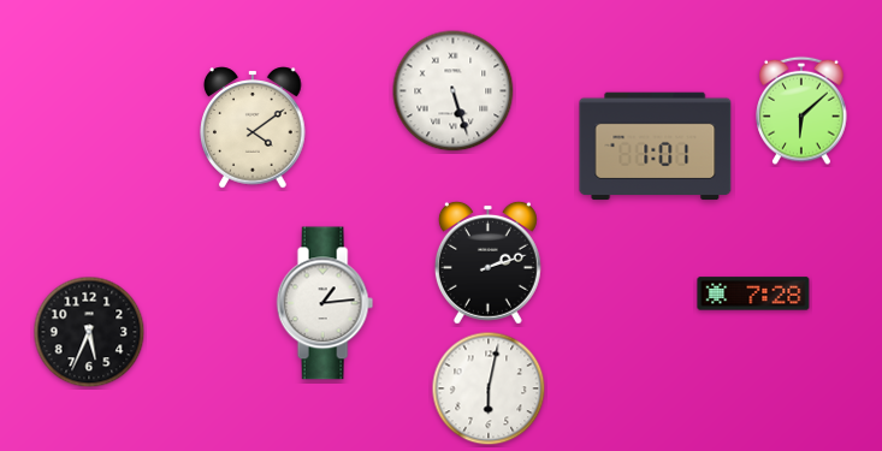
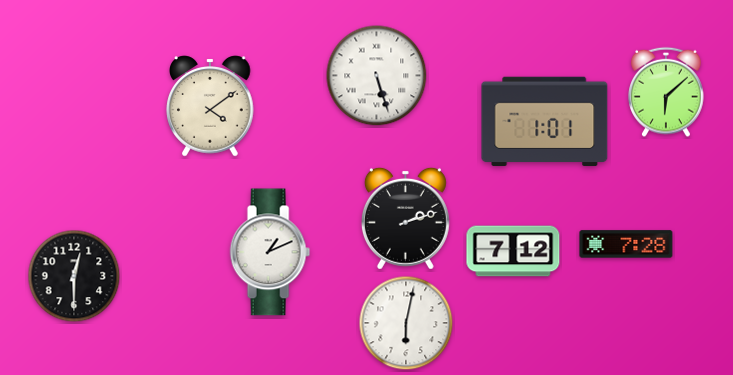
clock at (513, 251): none -> 7:12
clock at (325, 303): 1:14 -> 1:11
clock at (89, 332): 5:34 -> 12:30
